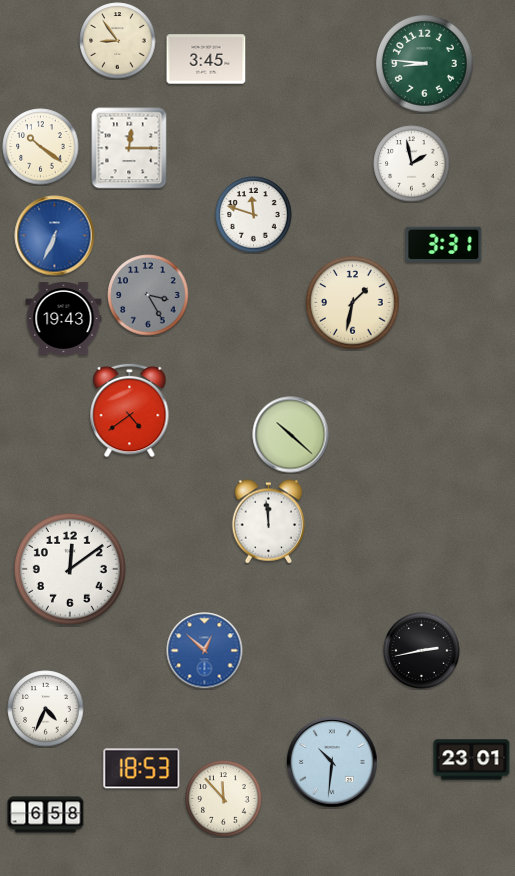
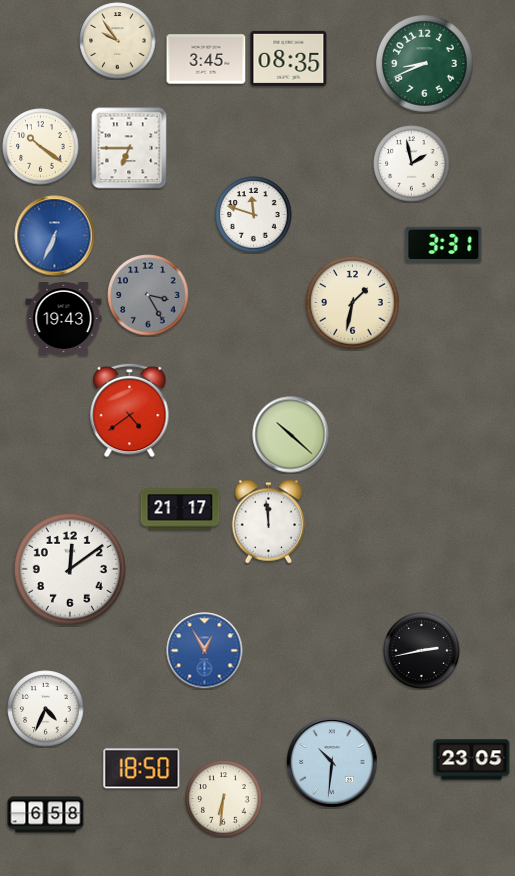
clock at (118, 41): 8:54 -> 9:54
clock at (289, 58): none -> 08:35
clock at (425, 64): 8:46 -> 8:41
clock at (129, 148): 12:15 -> 6:45
clock at (180, 509): none -> 21:17
clock at (205, 651): 12:52 -> 12:55
clock at (472, 760): 23:01 -> 23:05
clock at (142, 769): 18:53 -> 18:50
clock at (224, 799): 11:53 -> 6:31
